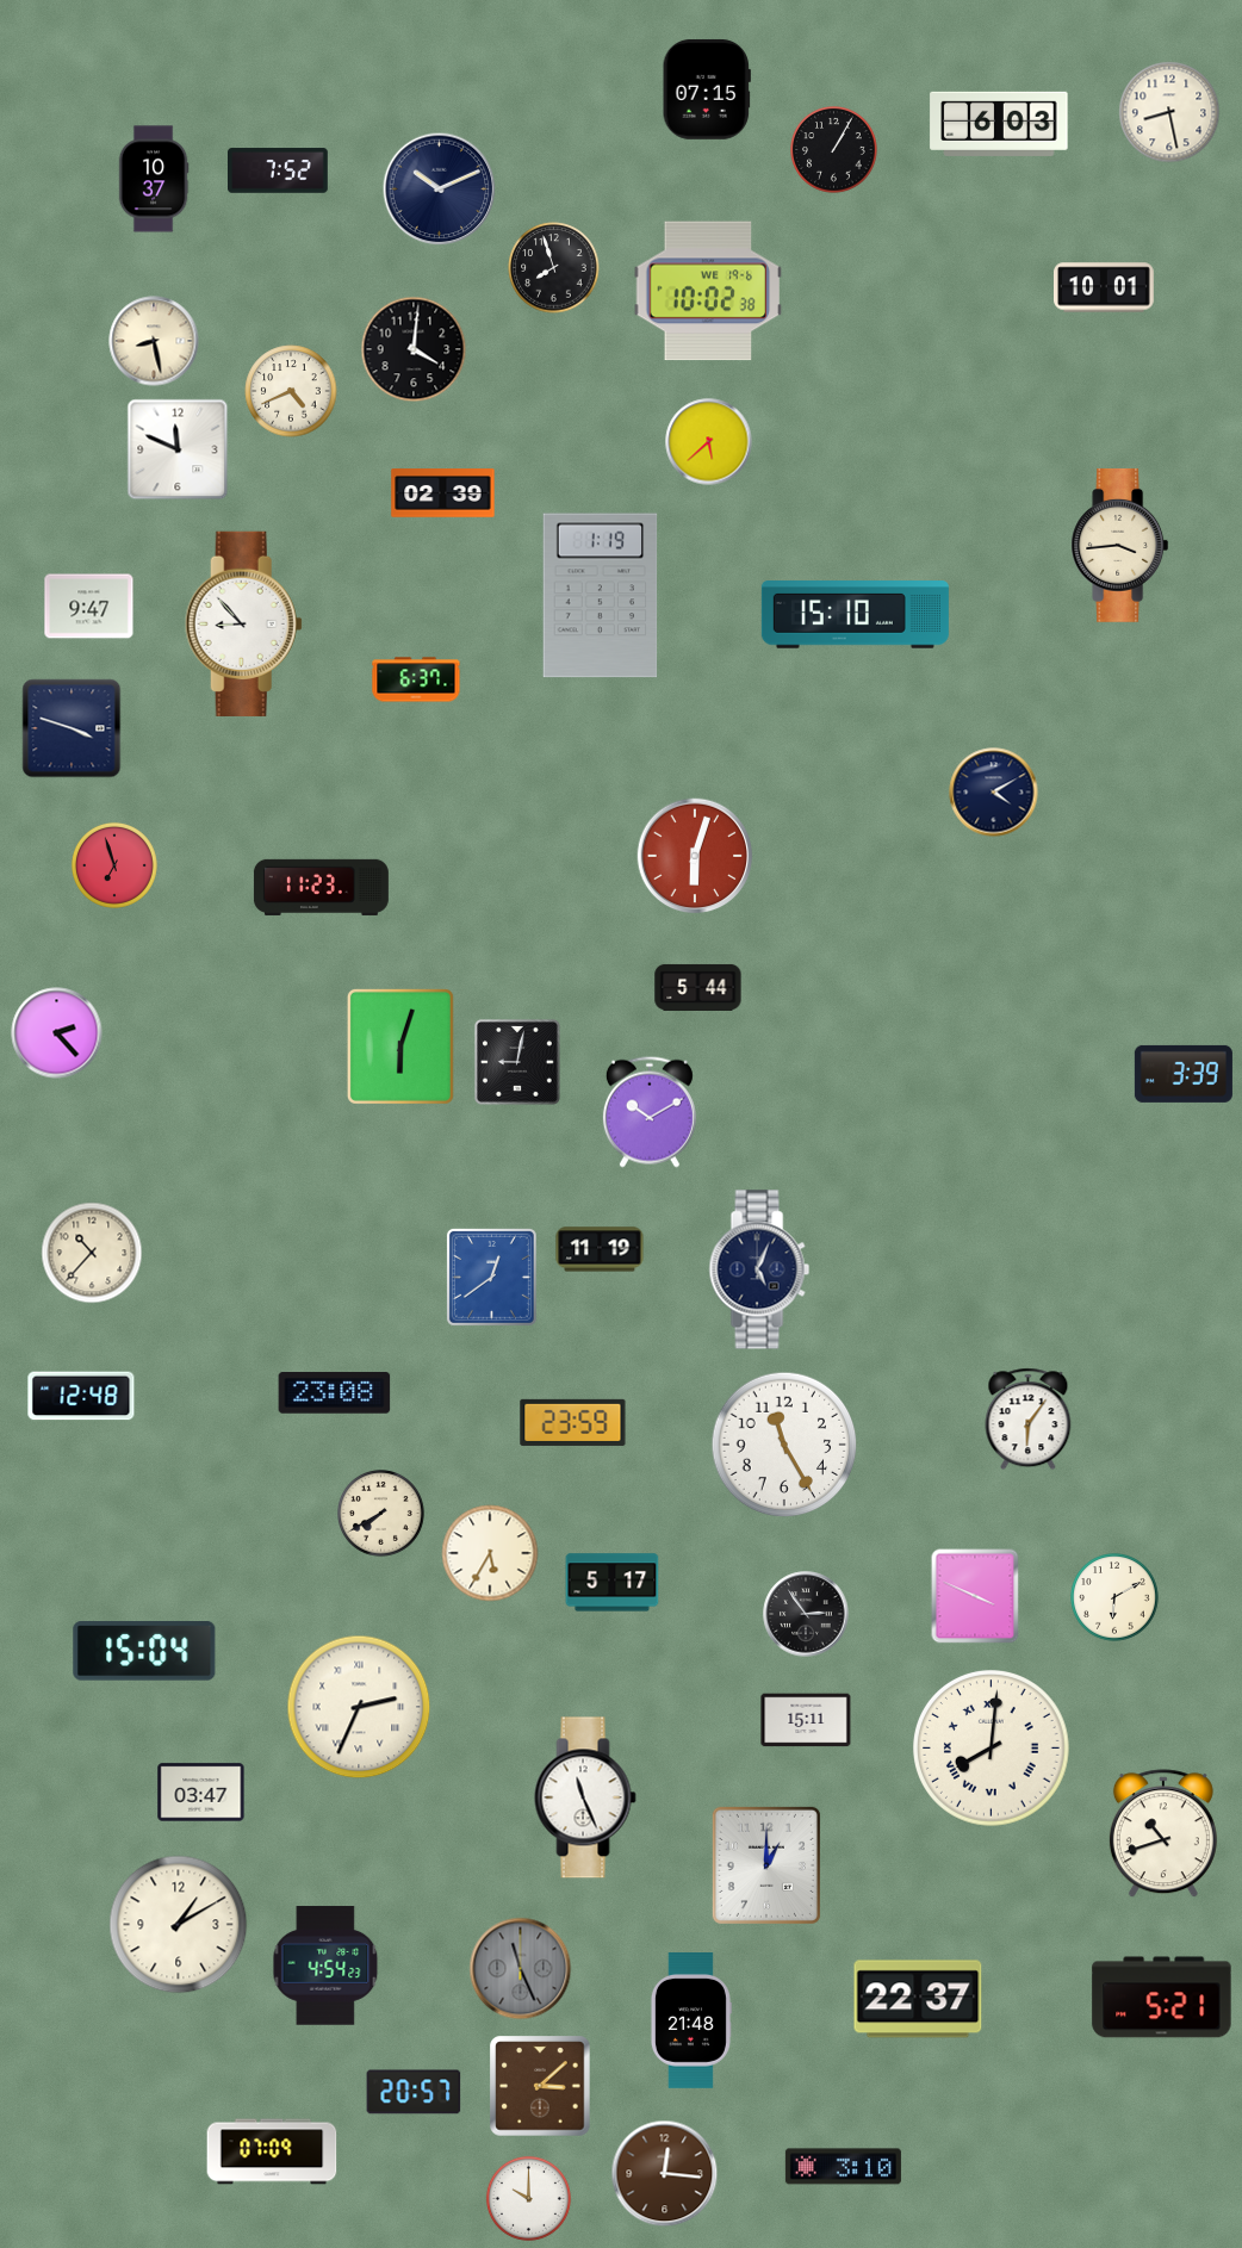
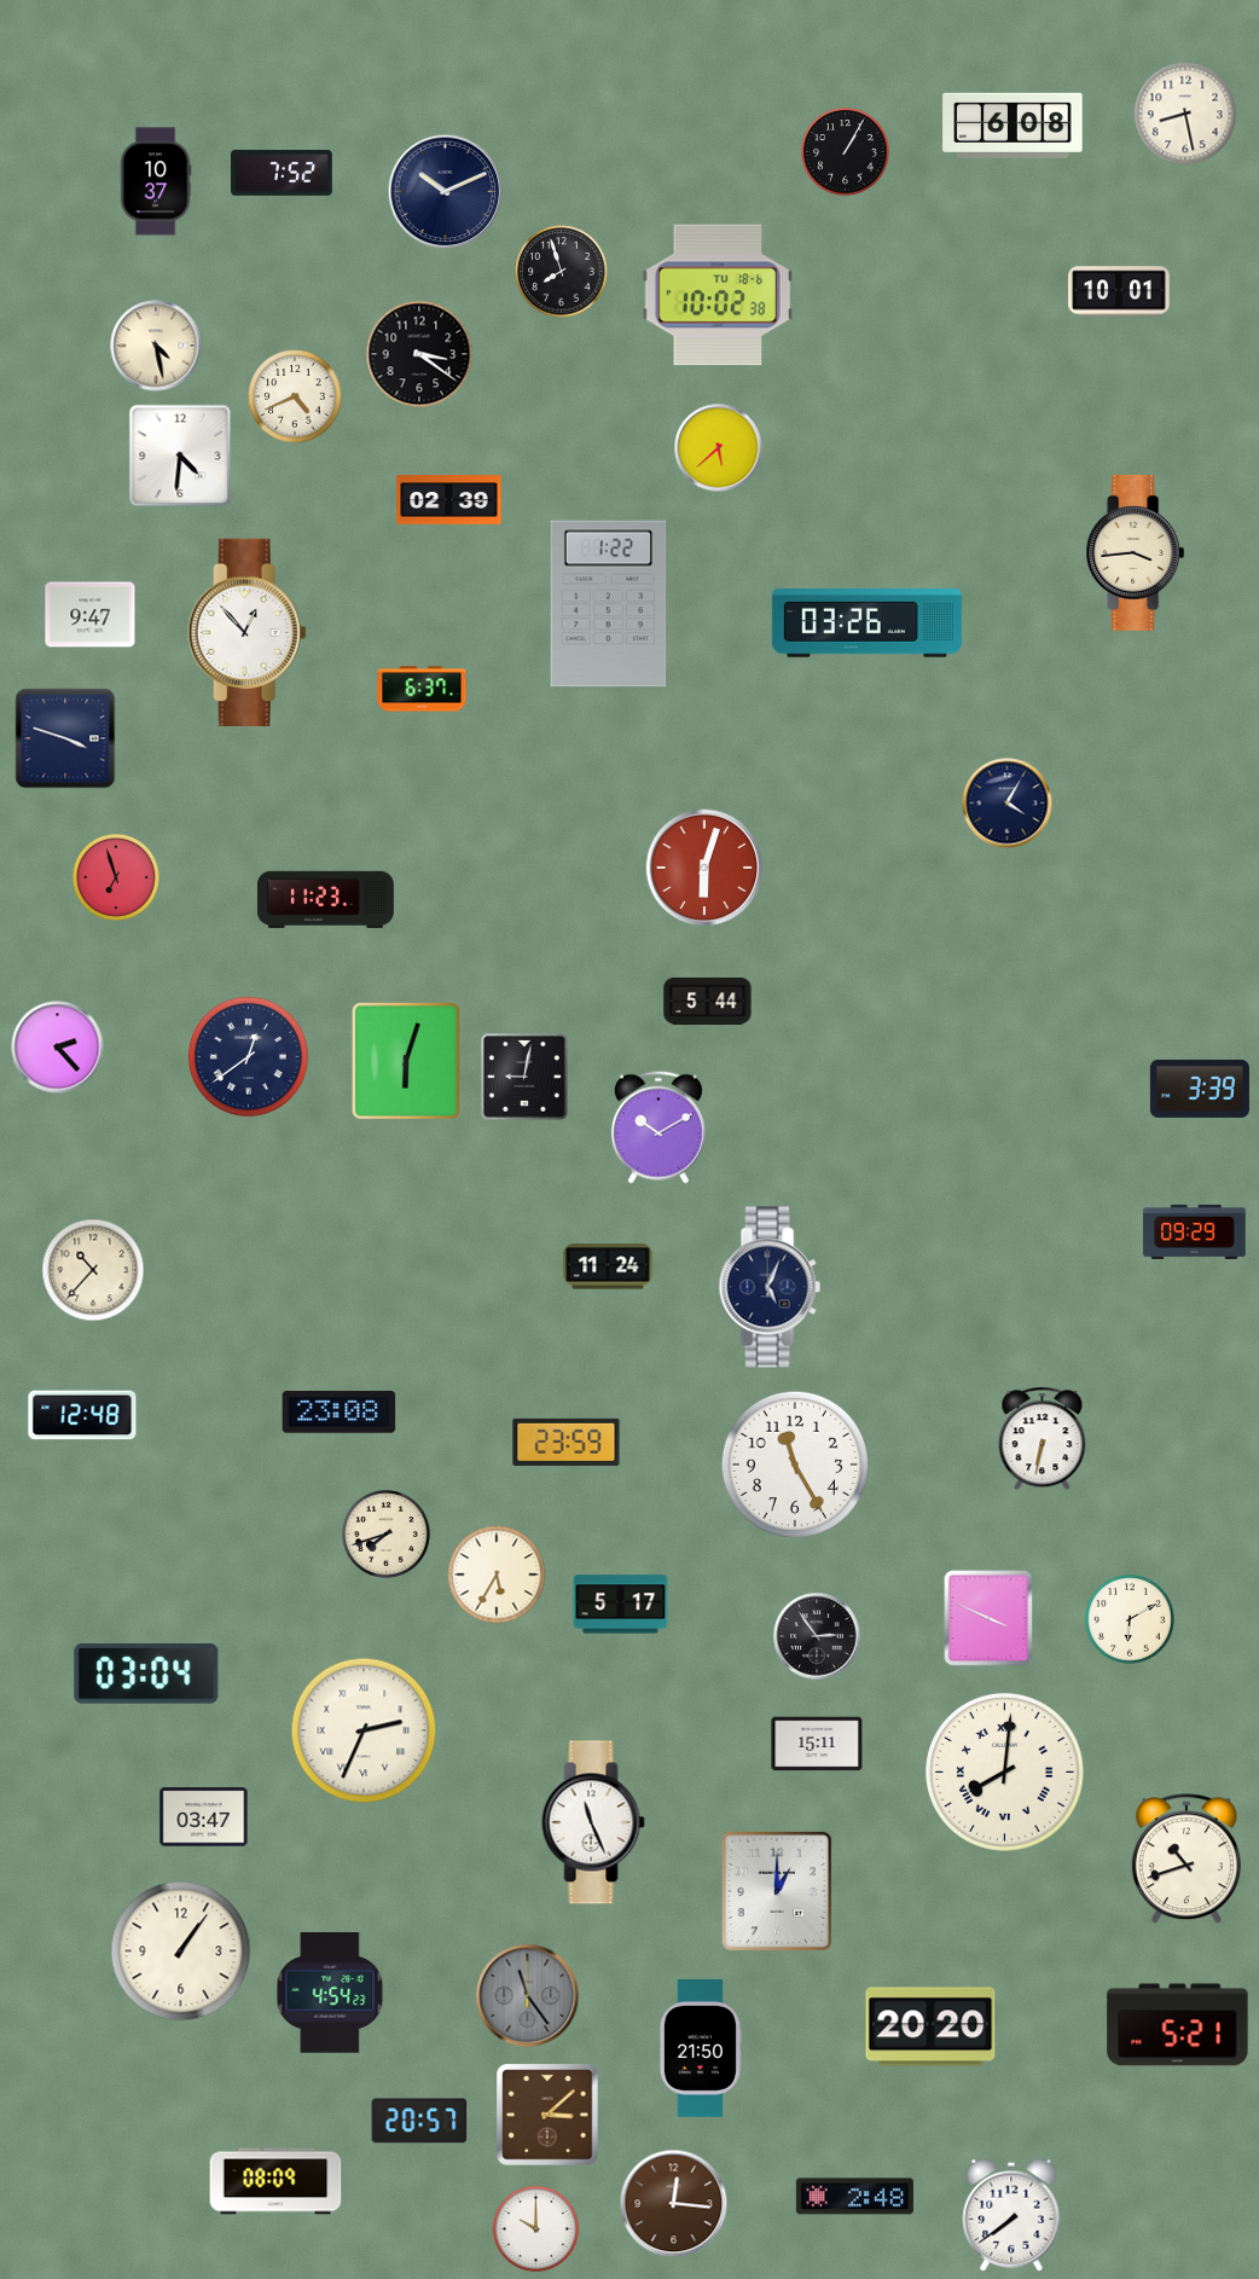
clock at (707, 89): 07:15 -> none
clock at (999, 124): 6:03 -> 6:08
clock at (708, 291) date: WE 19-6 -> TU 18-6
clock at (154, 341): 8:28 -> 4:28
clock at (414, 349): 4:01 -> 3:21
clock at (178, 449): 11:49 -> 4:31
clock at (601, 596): 1:19 -> 1:22
clock at (855, 615): 15:10 -> 03:26
clock at (243, 623): 8:53 -> 12:53
clock at (72, 728) position: (72, 728) -> (65, 738)
clock at (994, 793): 4:10 -> 4:05
clock at (248, 1056): none -> 12:39
clock at (1195, 1231): none -> 09:29
clock at (600, 1249): 11:19 -> 11:24
clock at (491, 1277): 12:39 -> none
clock at (1029, 1420): 6:06 -> 6:32
clock at (573, 1422) position: (573, 1422) -> (567, 1442)
clock at (381, 1514): 7:40 -> 7:42
clock at (144, 1652): 15:04 -> 03:04
clock at (1163, 1834) position: (1163, 1834) -> (1187, 1860)
clock at (179, 1925): 1:10 -> 1:06
clock at (521, 1969): 11:26 -> 11:24
clock at (918, 1999): 22:37 -> 20:20
clock at (690, 2022): 21:48 -> 21:50
clock at (272, 2151): 07:09 -> 08:09
clock at (843, 2167): 3:10 -> 2:48
clock at (1011, 2215): none -> 7:39
